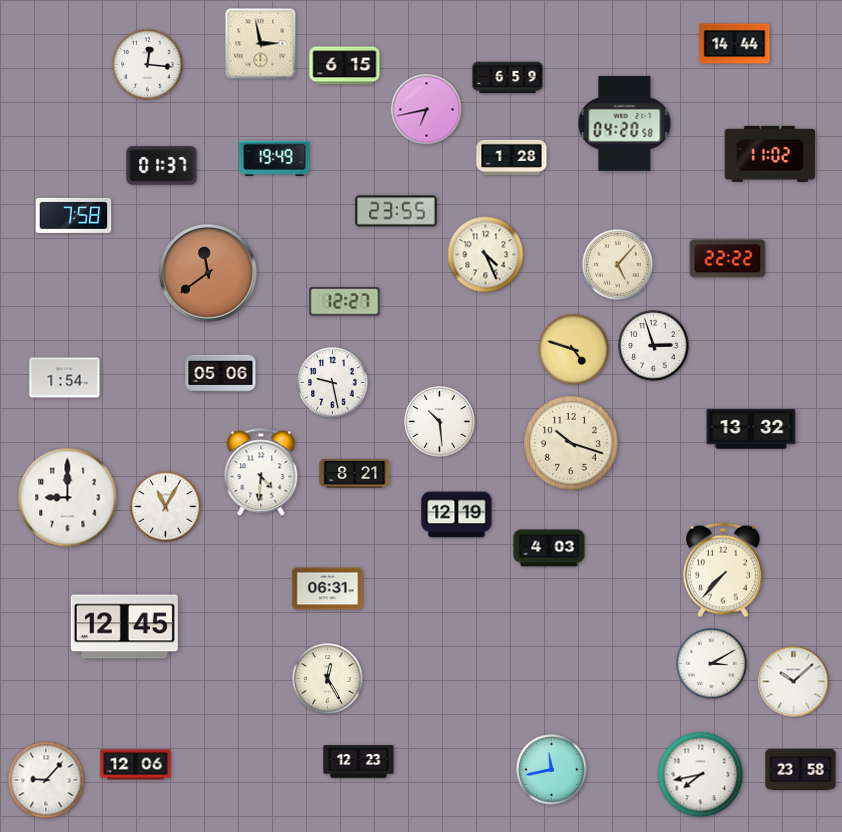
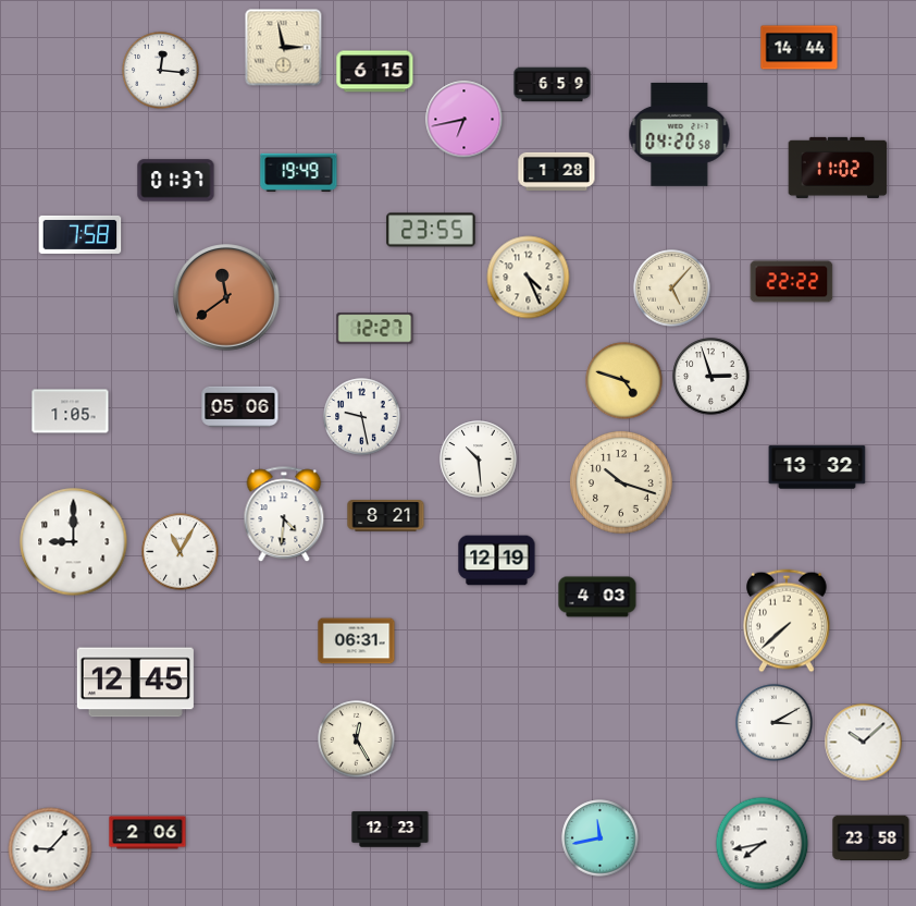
clock at (65, 378): 1:54 -> 1:05
clock at (724, 570): 7:37 -> 7:38
clock at (136, 765): 12:06 -> 2:06
